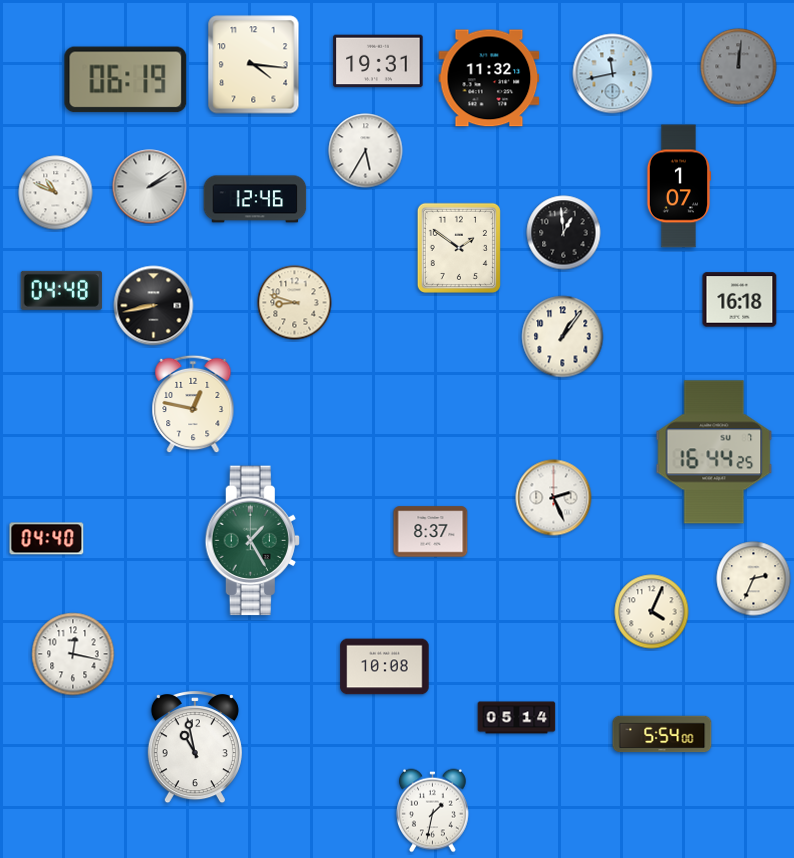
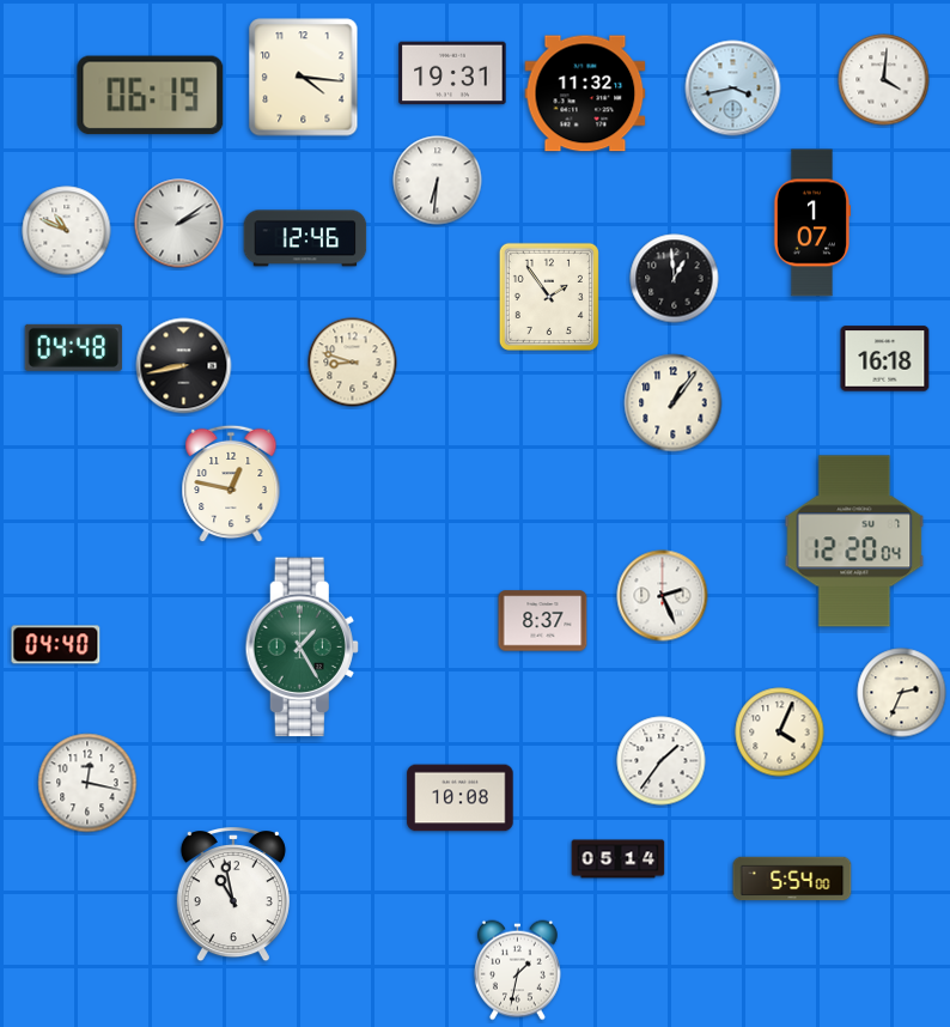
clock at (739, 67): 12:01 -> 4:01
clock at (739, 67) dial: grey -> white
clock at (613, 74): 11:43 -> 3:43
clock at (366, 151): 5:35 -> 6:31
clock at (459, 248): 1:51 -> 1:54
clock at (714, 452): 16:44 -> 12:20
clock at (431, 532) position: (431, 532) -> (543, 621)
clock at (662, 761): none -> 1:36
